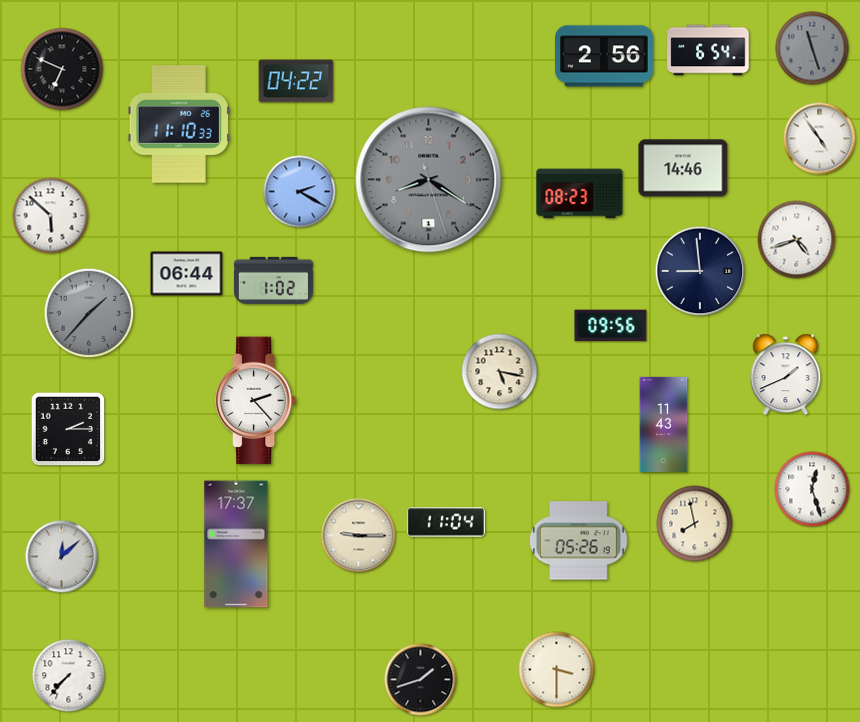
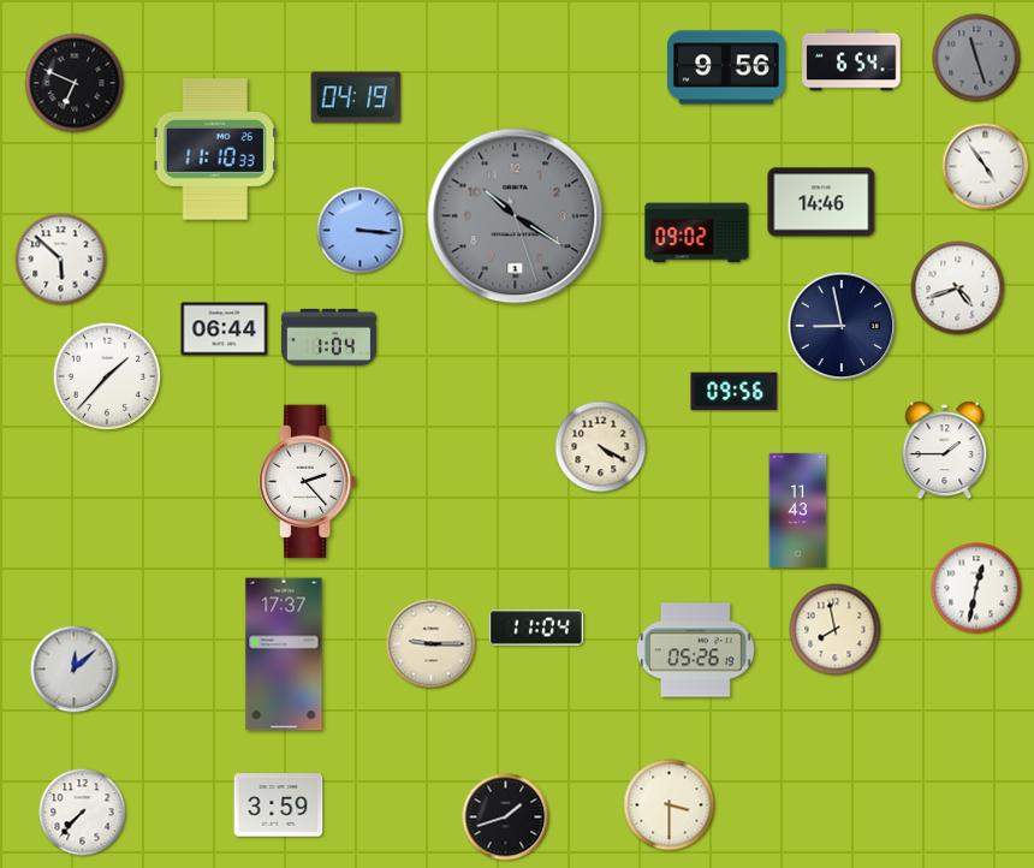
clock at (605, 56): 2:56 -> 9:56
clock at (296, 81): 04:22 -> 04:19
clock at (429, 180): 8:20 -> 10:20
clock at (300, 192): 2:20 -> 3:16
clock at (580, 194): 08:23 -> 09:02
clock at (700, 271): 8:59 -> 8:58
clock at (273, 280): 1:02 -> 1:04
clock at (89, 313) dial: grey -> white
clock at (500, 372): 5:17 -> 4:20
clock at (786, 375): 1:41 -> 1:45
clock at (68, 429): 2:15 -> none
clock at (812, 489): 12:27 -> 12:32
clock at (279, 805): none -> 3:59
